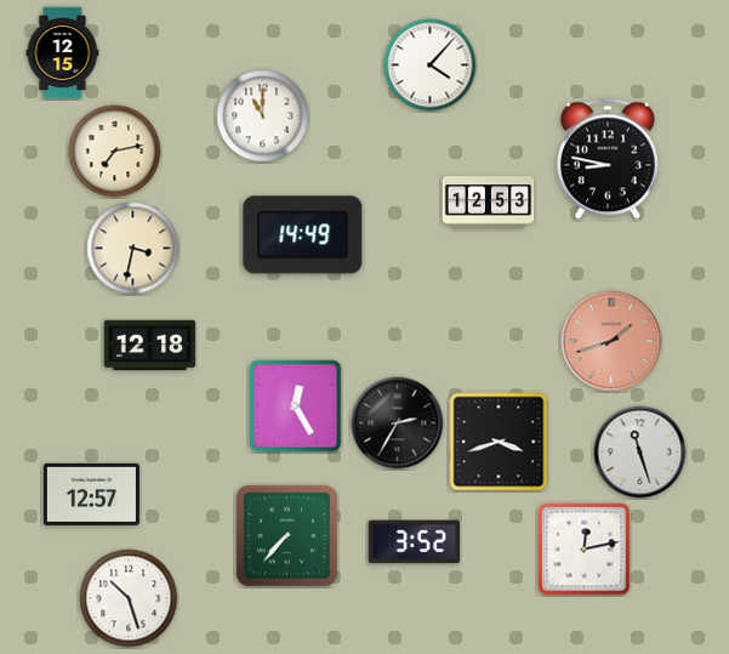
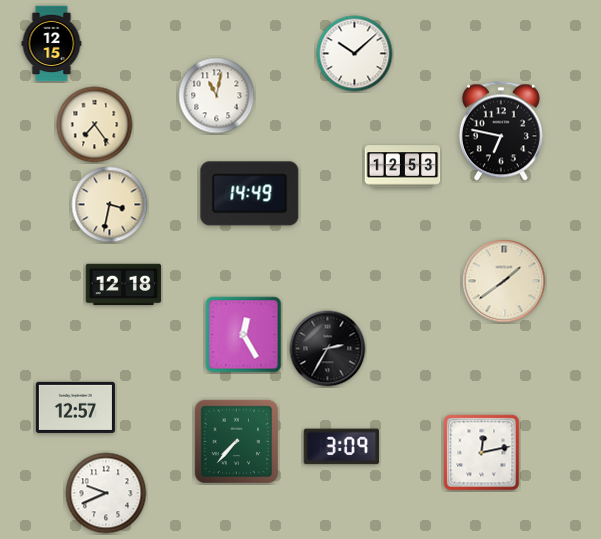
clock at (431, 66): 4:07 -> 10:08
clock at (263, 116): 11:00 -> 11:02
clock at (115, 152): 7:13 -> 7:24
clock at (608, 159): 8:47 -> 6:47
clock at (611, 341): 1:42 -> 1:39
clock at (611, 341) dial: salmon -> cream
clock at (499, 442): 3:42 -> none
clock at (640, 453): 11:27 -> none
clock at (415, 542): 3:52 -> 3:09
clock at (129, 598): 10:27 -> 9:41
